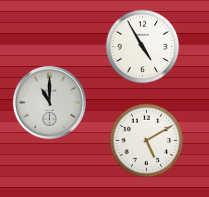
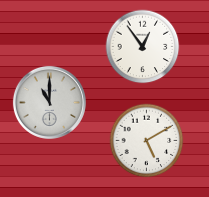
clock at (143, 47): 4:55 -> 12:54
